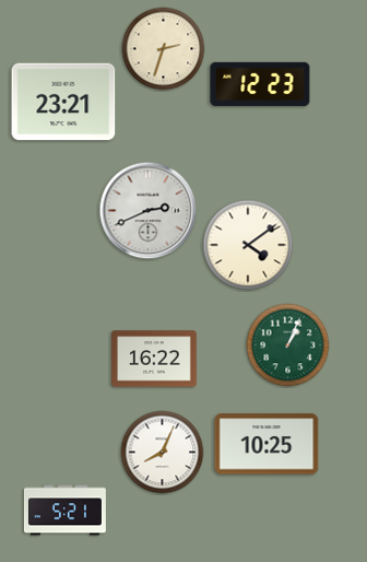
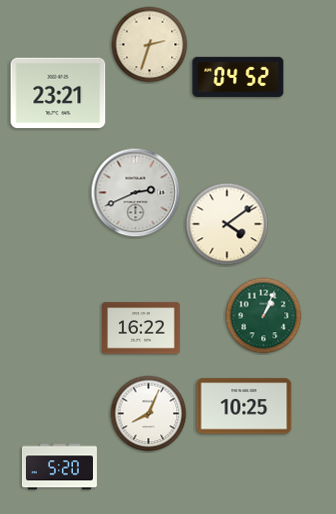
clock at (260, 84): 12:23 -> 04:52
clock at (64, 511): 5:21 -> 5:20
